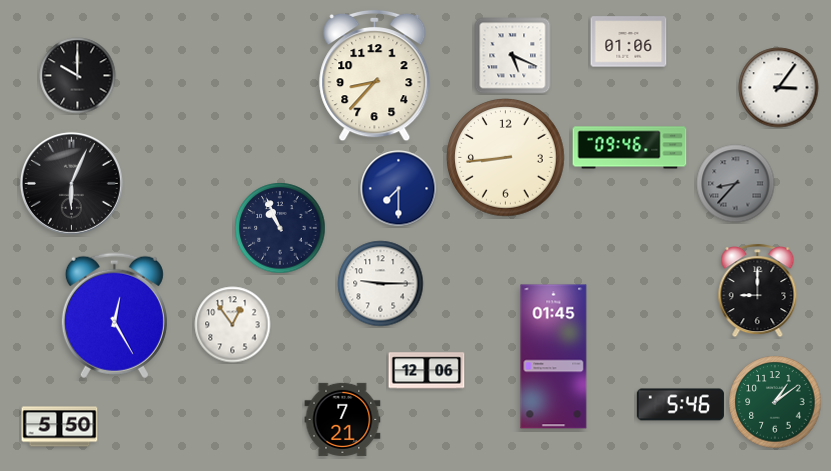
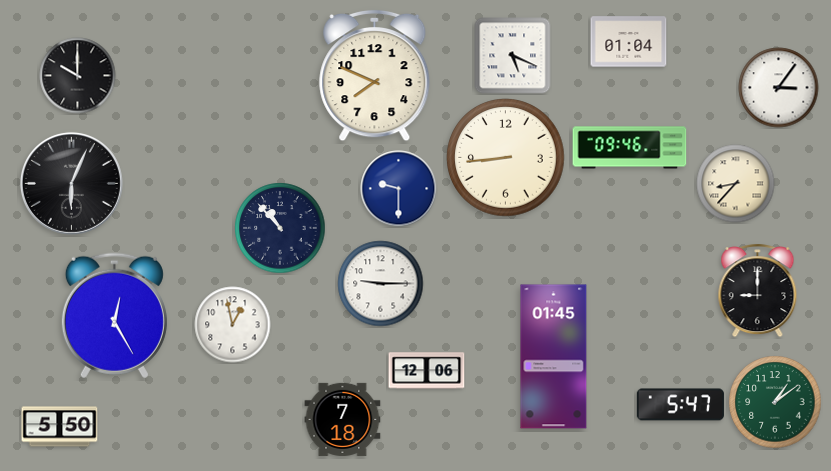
clock at (629, 42): 01:06 -> 01:04
clock at (375, 76): 8:37 -> 7:49
clock at (736, 184) dial: grey -> cream
clock at (399, 189): 7:30 -> 9:30
clock at (280, 228): 10:56 -> 10:53
clock at (233, 325): 12:54 -> 12:58
clock at (680, 405): 5:46 -> 5:47
clock at (343, 419): 7:21 -> 7:18
